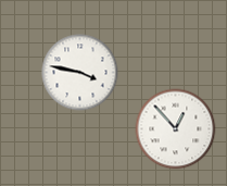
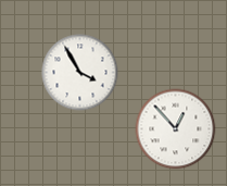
clock at (80, 73): 3:47 -> 3:55
